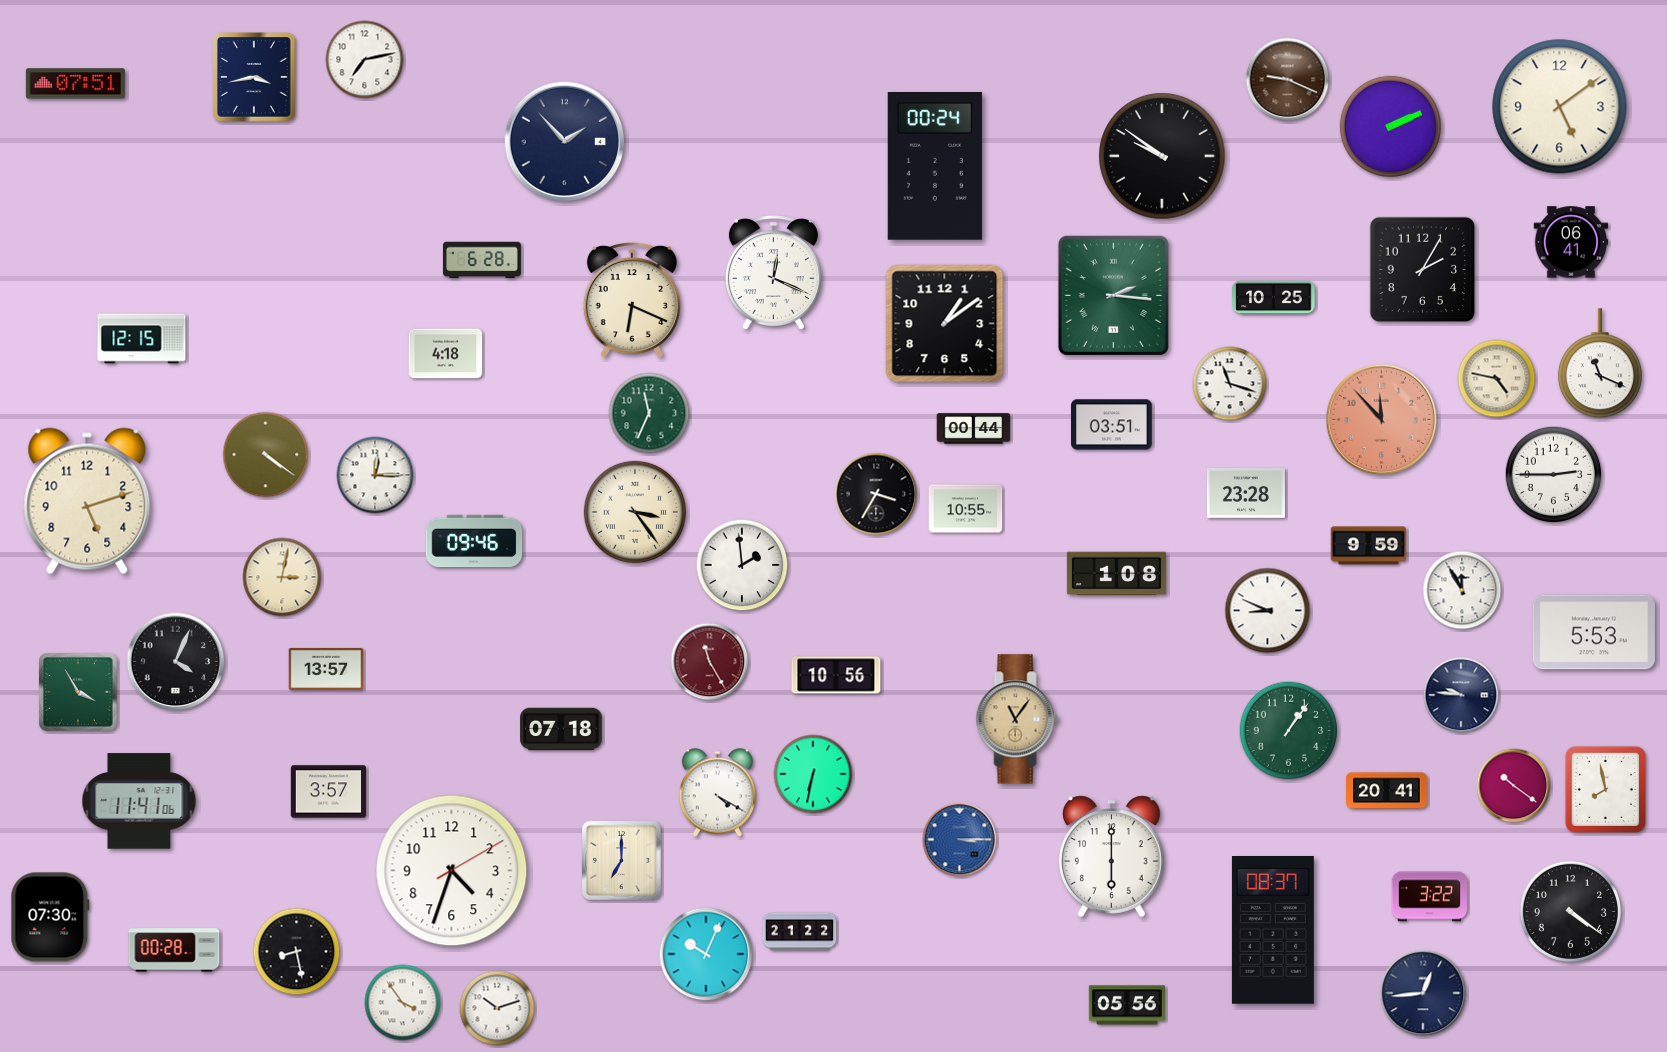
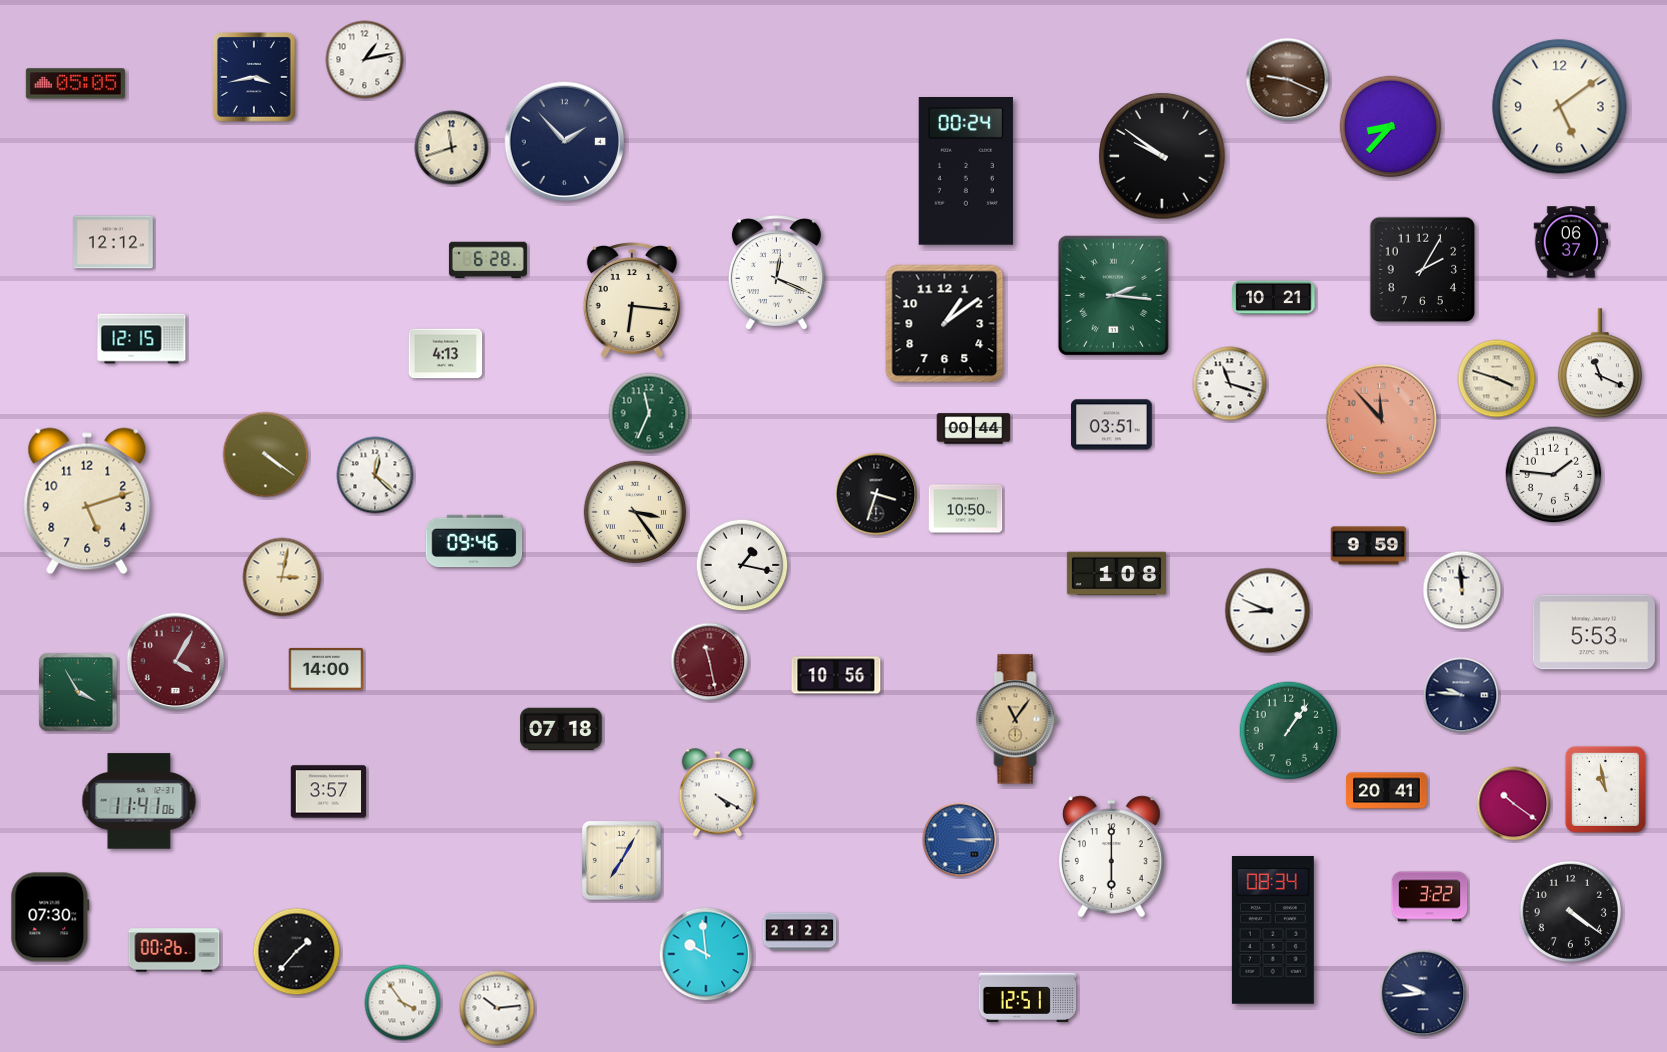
clock at (365, 60): 7:13 -> 1:13
clock at (75, 84): 07:51 -> 05:05
clock at (1390, 126): 2:11 -> 8:37
clock at (452, 148): none -> 11:42
clock at (935, 167) position: (935, 167) -> (966, 172)
clock at (114, 242): none -> 12:12
clock at (1571, 242): 06:41 -> 06:37
clock at (482, 260) position: (482, 260) -> (488, 260)
clock at (773, 273) position: (773, 273) -> (776, 273)
clock at (1274, 298): 10:25 -> 10:21
clock at (632, 301): 6:19 -> 6:16
clock at (446, 354): 4:18 -> 4:13
clock at (1497, 379): 4:47 -> 3:48
clock at (375, 475): 12:15 -> 12:22
clock at (1554, 475): 2:45 -> 1:46
clock at (876, 494): 3:35 -> 3:33
clock at (1246, 494): 23:28 -> none
clock at (966, 509): 10:55 -> 10:50
clock at (742, 565): 1:59 -> 1:17
clock at (1462, 590): 11:55 -> 11:59
clock at (176, 662): 4:04 -> 4:05
clock at (176, 662) dial: black -> burgundy
clock at (710, 662): 11:25 -> 11:28
clock at (326, 669): 13:57 -> 14:00
clock at (813, 774): 6:32 -> none
clock at (1514, 786) position: (1514, 786) -> (1514, 804)
clock at (1605, 789): 7:58 -> 10:58
clock at (621, 860): 7:00 -> 7:05
clock at (452, 871): 4:33 -> none
clock at (1273, 931): 08:37 -> 08:34
clock at (174, 950): 00:28 -> 00:26
clock at (297, 952): 8:28 -> 1:37
clock at (706, 954): 10:04 -> 9:59
clock at (1423, 993): 12:44 -> 9:44
clock at (1028, 997): none -> 12:51
clock at (1126, 1005): 05:56 -> none
clock at (497, 1008): 10:12 -> 10:14
